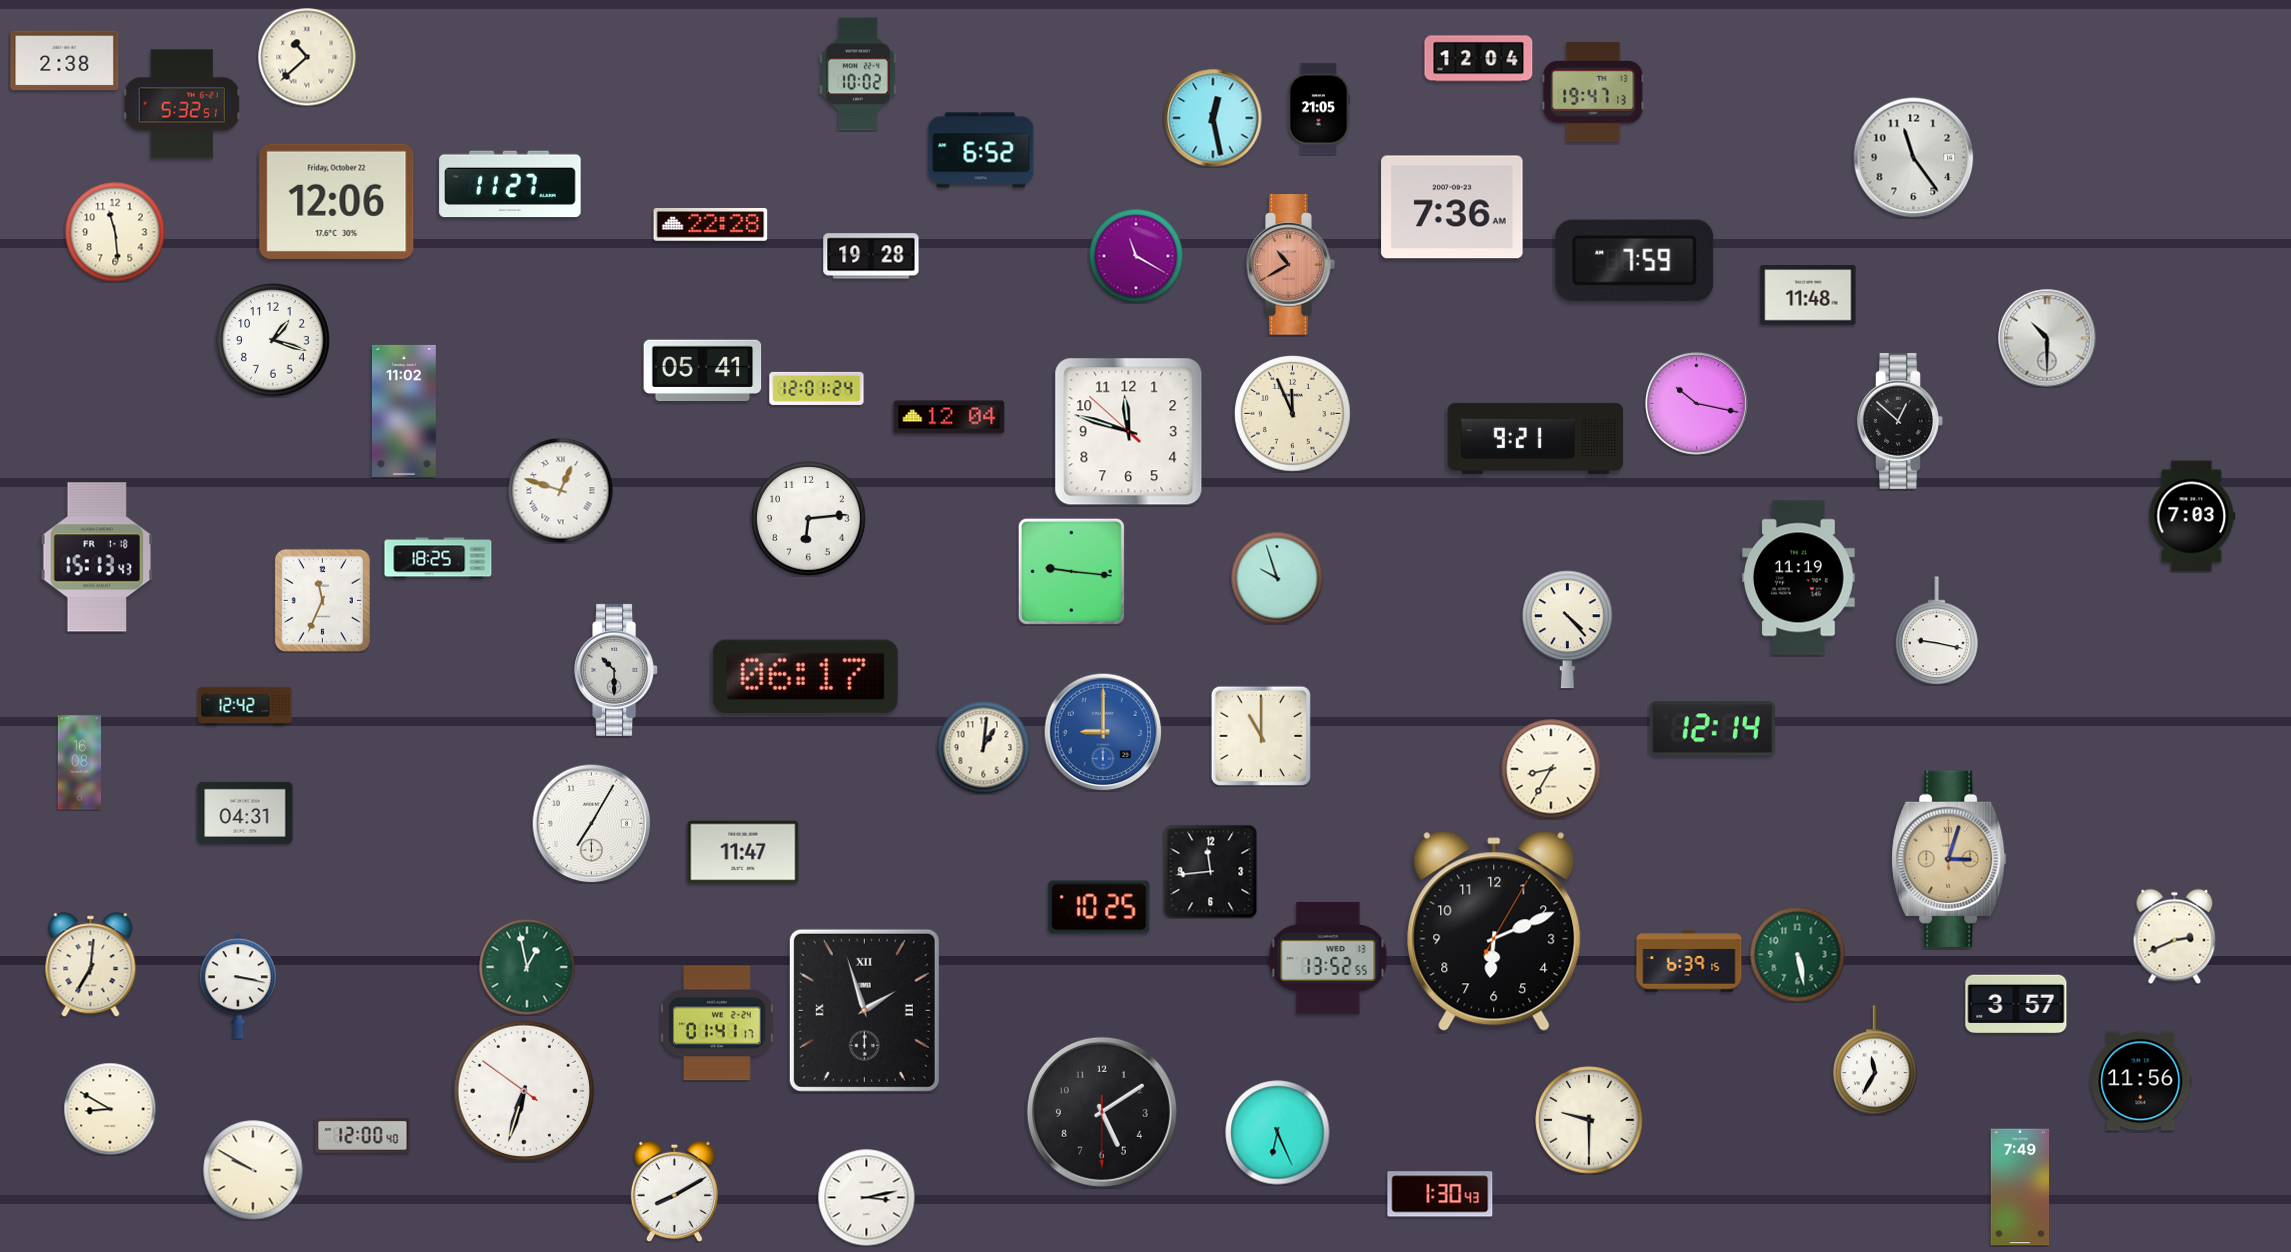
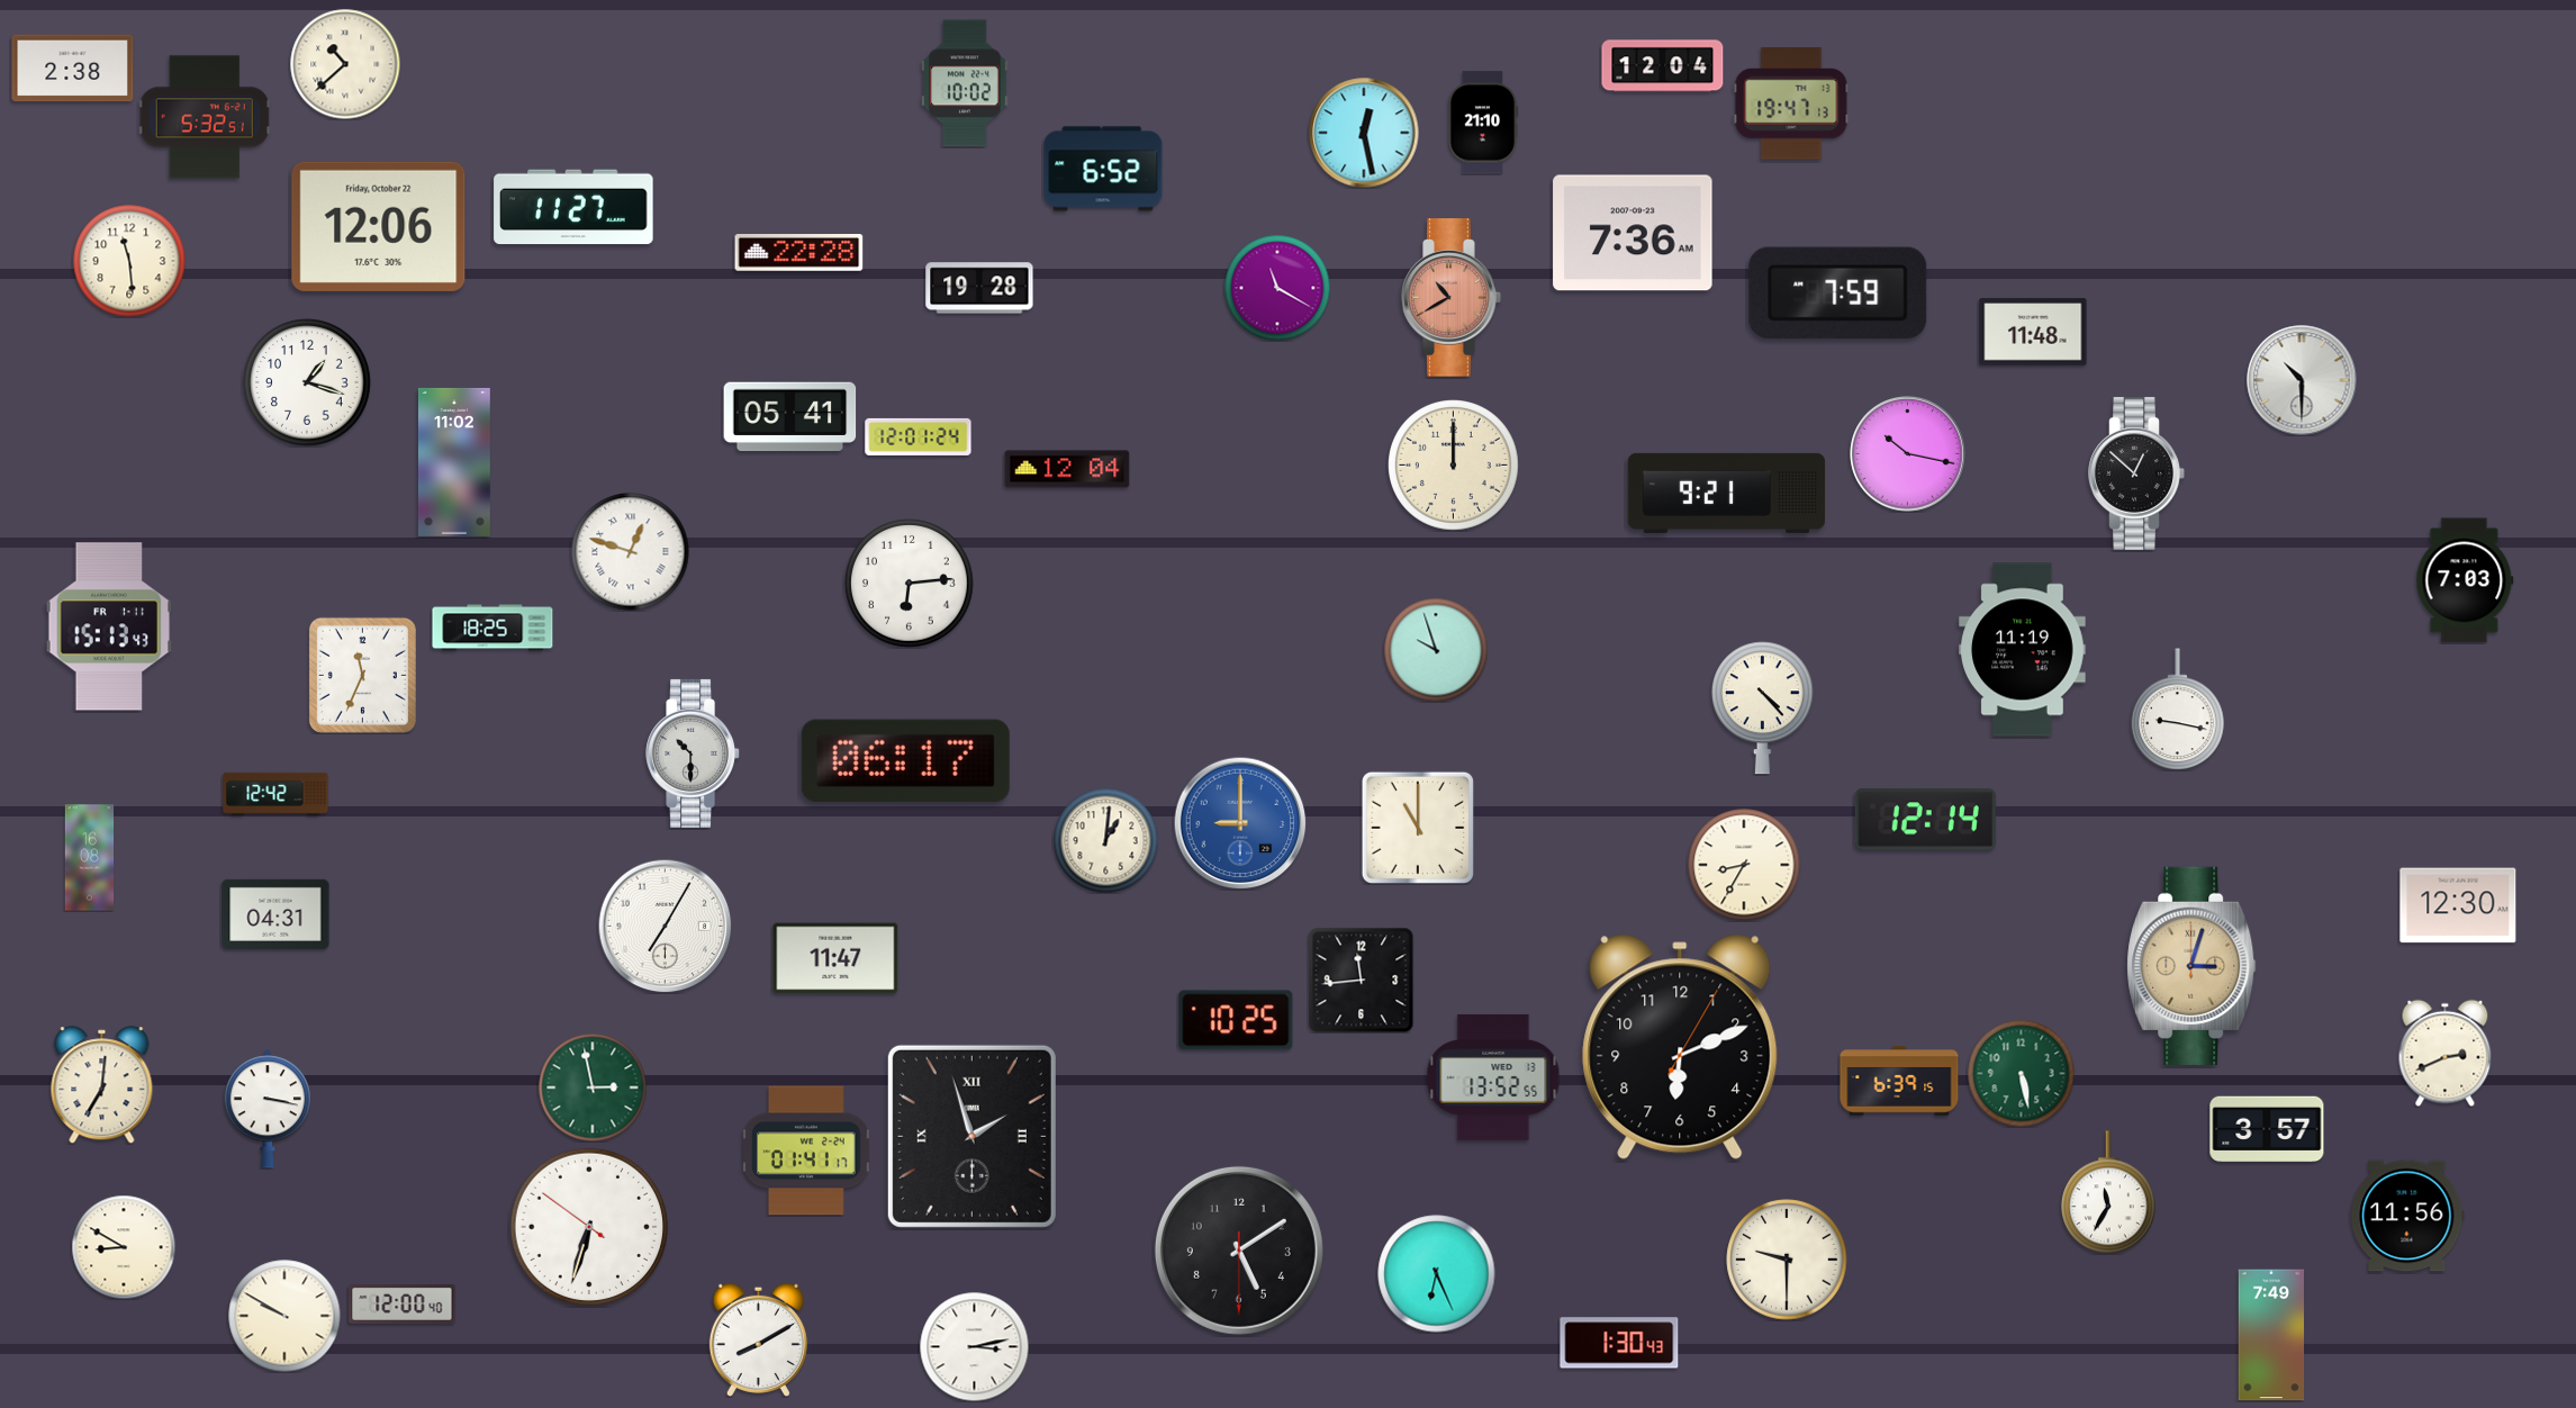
clock at (1319, 109): 21:05 -> 21:10
clock at (1914, 158): 11:24 -> none
clock at (1293, 414): 11:56 -> 12:00
clock at (1129, 432): 11:47 -> none
clock at (97, 557) date: FR 1-18 -> FR 1-11
clock at (1071, 571): 9:16 -> none
clock at (2458, 905): none -> 12:30
clock at (527, 967): 12:58 -> 2:58
clock at (363, 1136) position: (363, 1136) -> (403, 1305)
